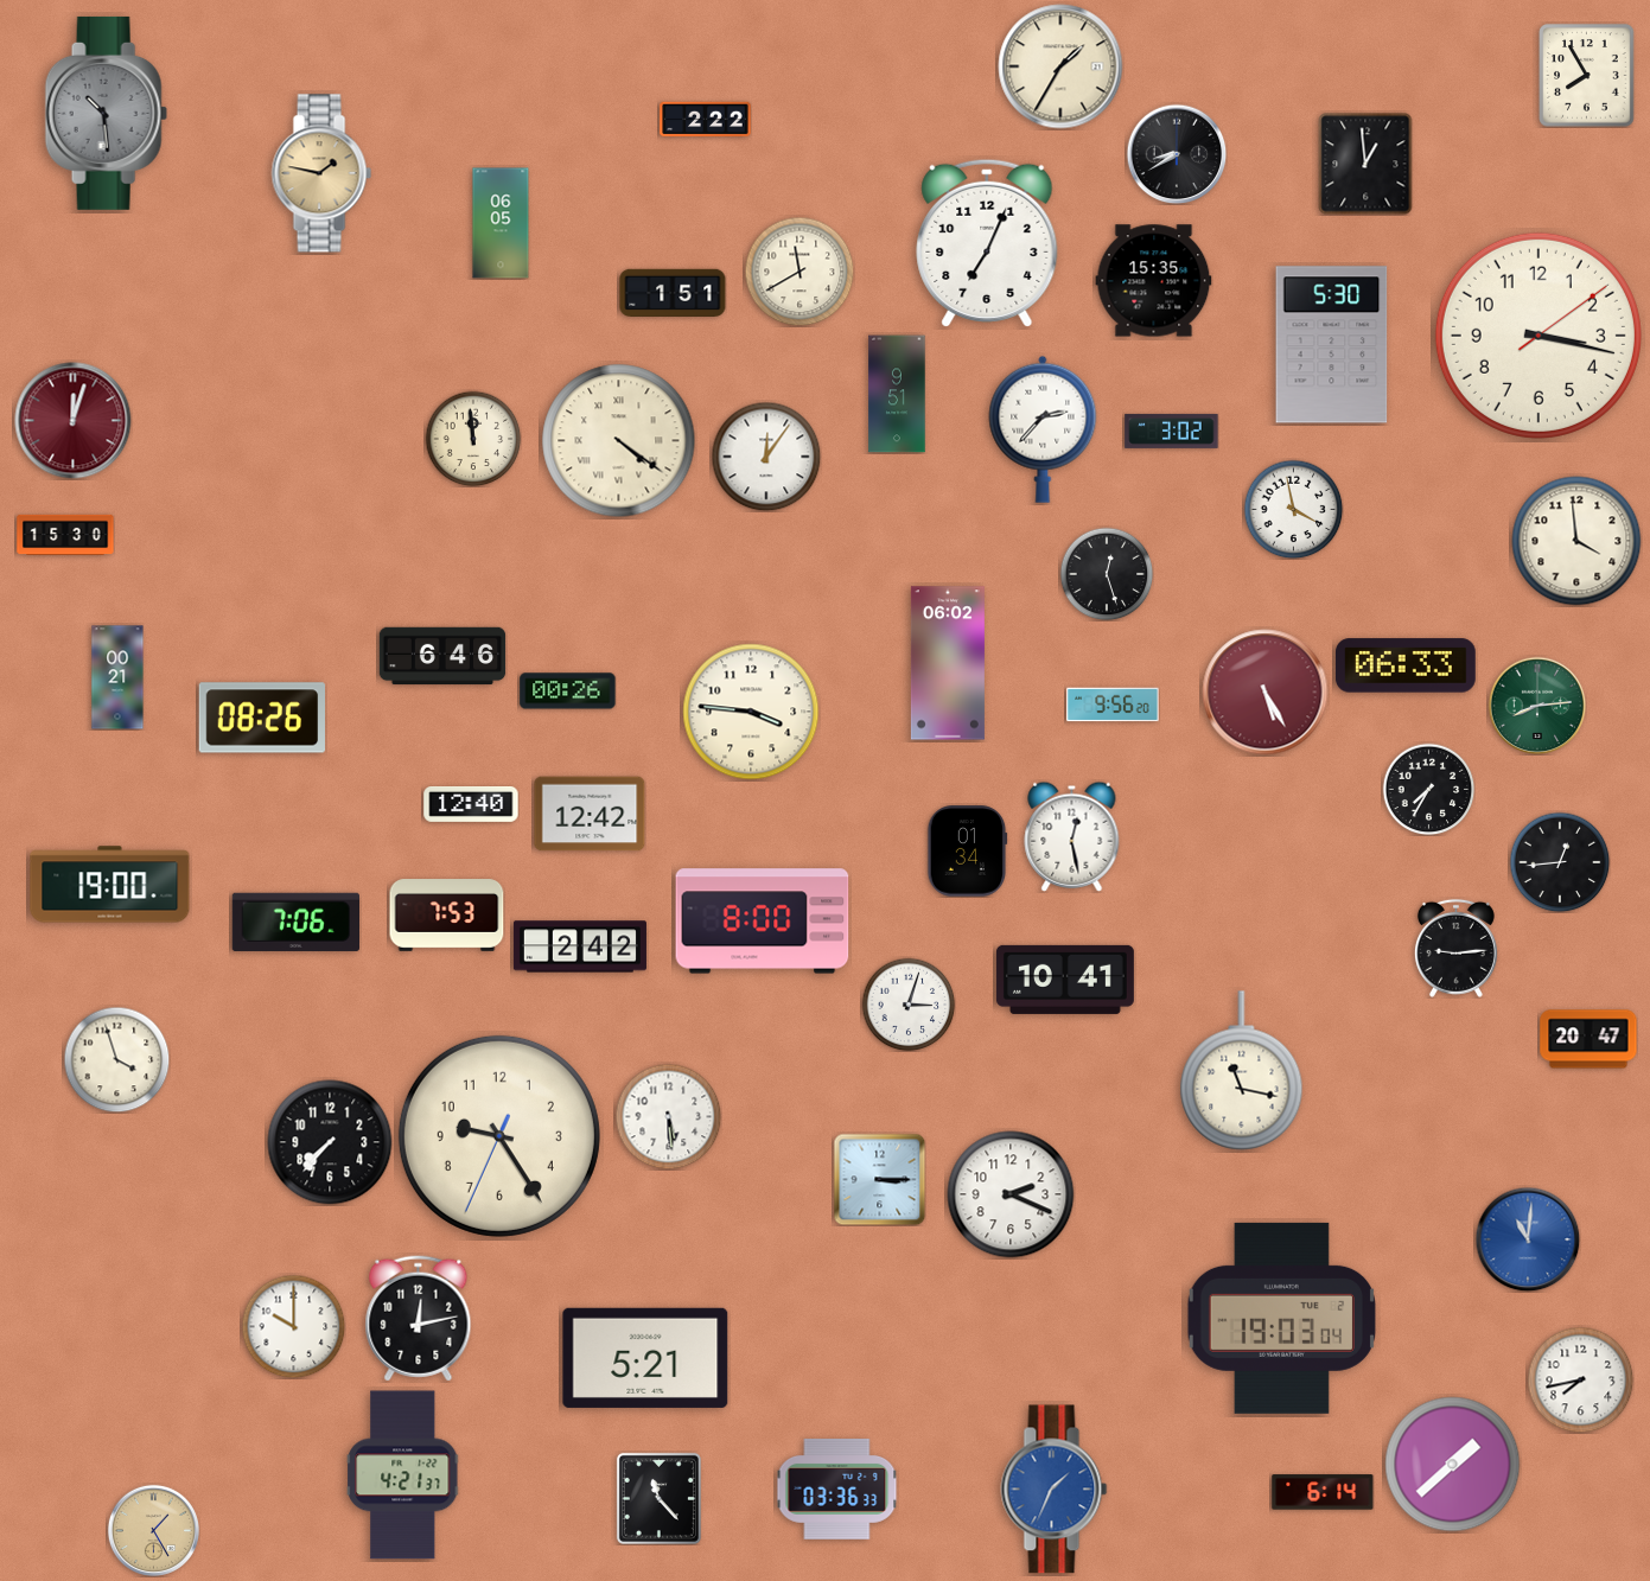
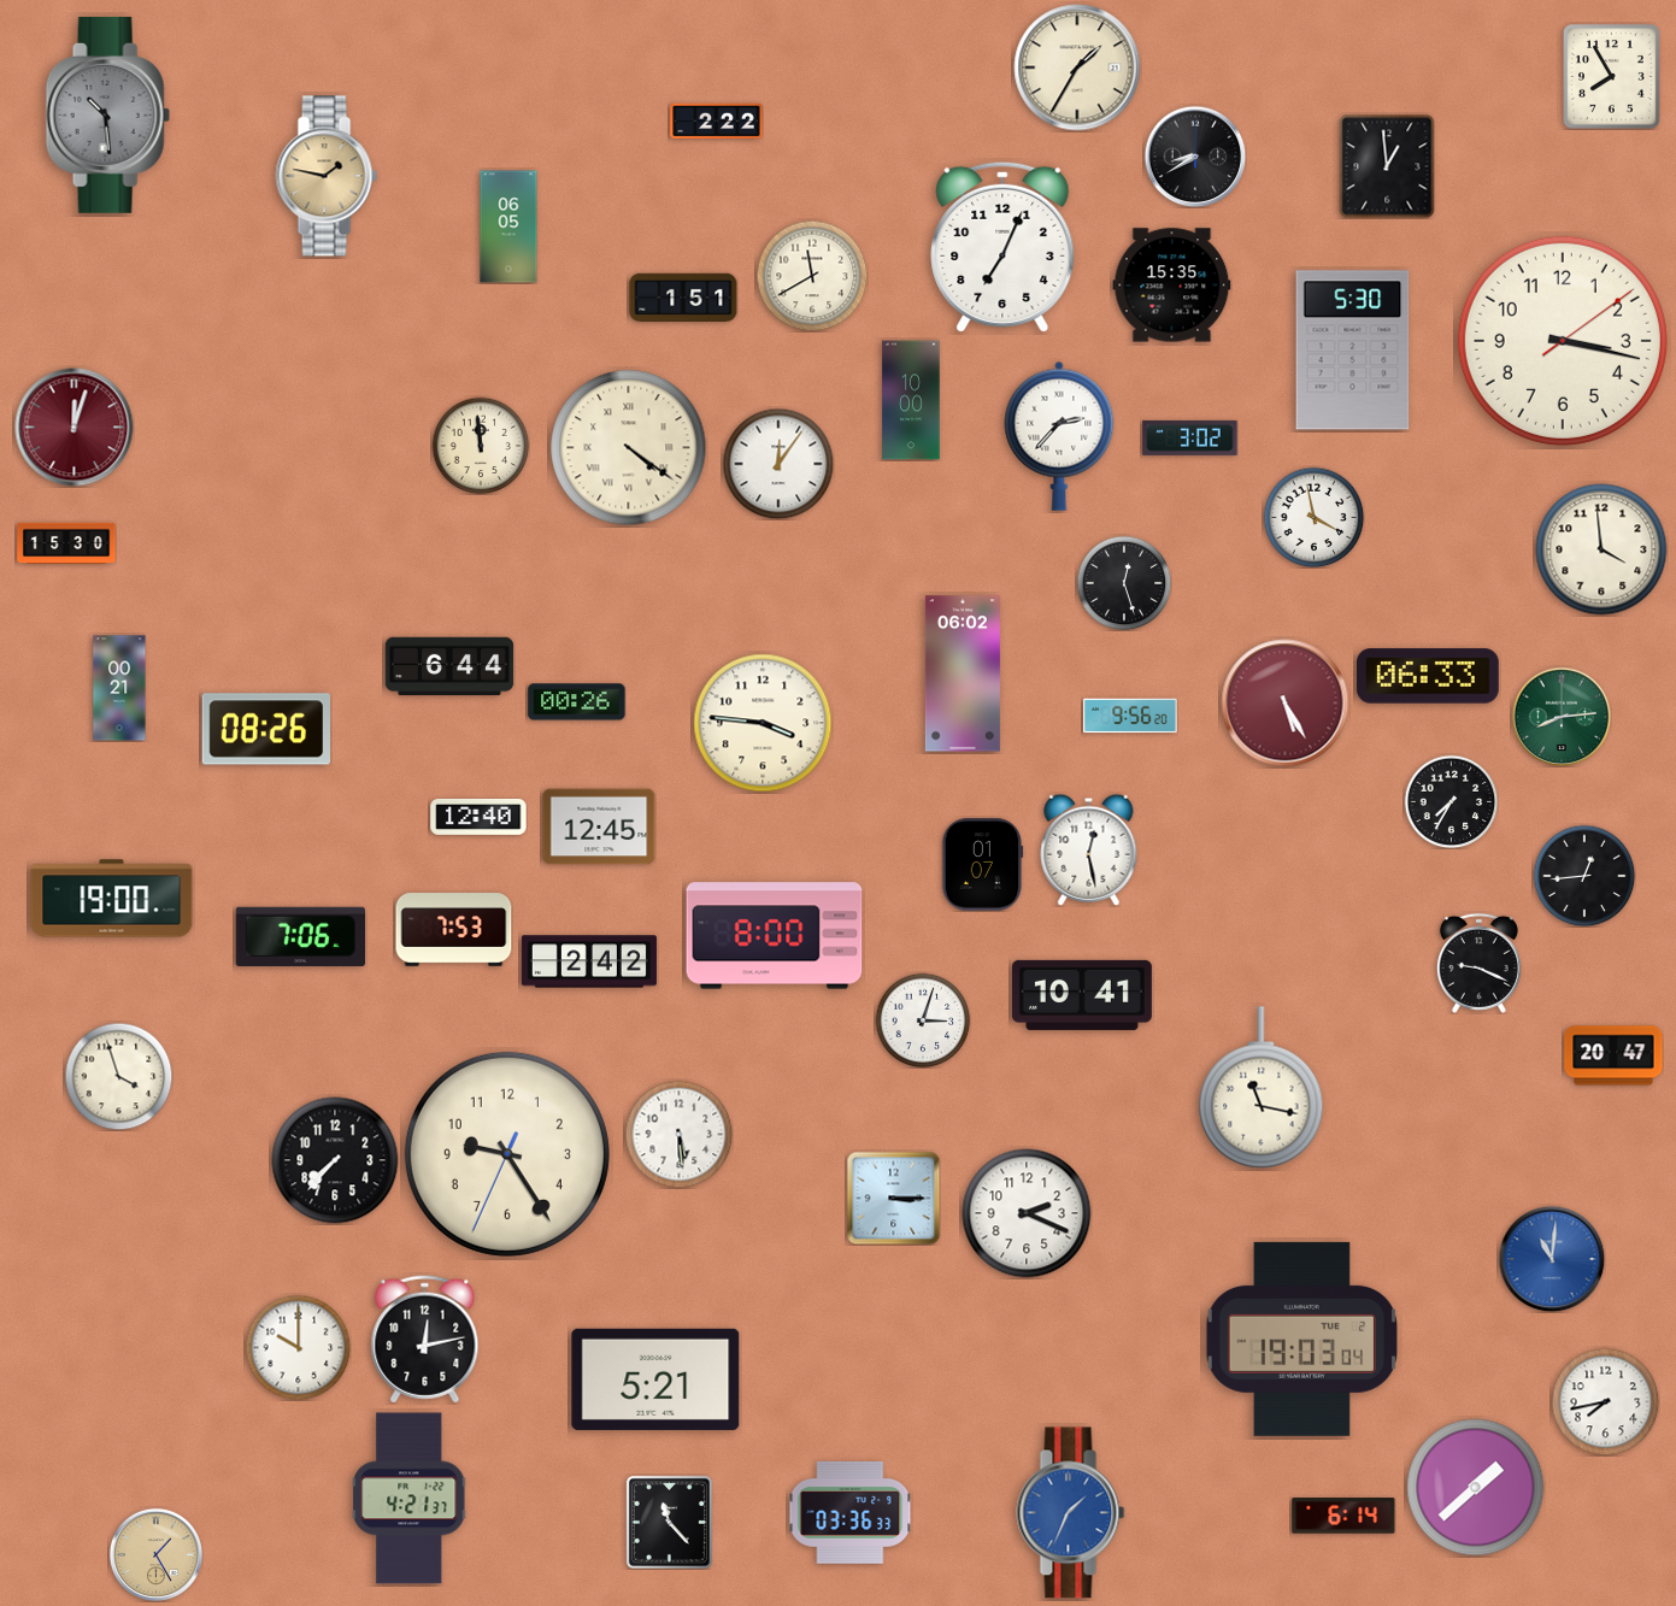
clock at (897, 394): 9:51 -> 10:00
clock at (442, 656): 6:46 -> 6:44
clock at (590, 814): 12:42 -> 12:45
clock at (968, 852): 01:34 -> 01:07
clock at (1455, 948): 9:14 -> 9:19
